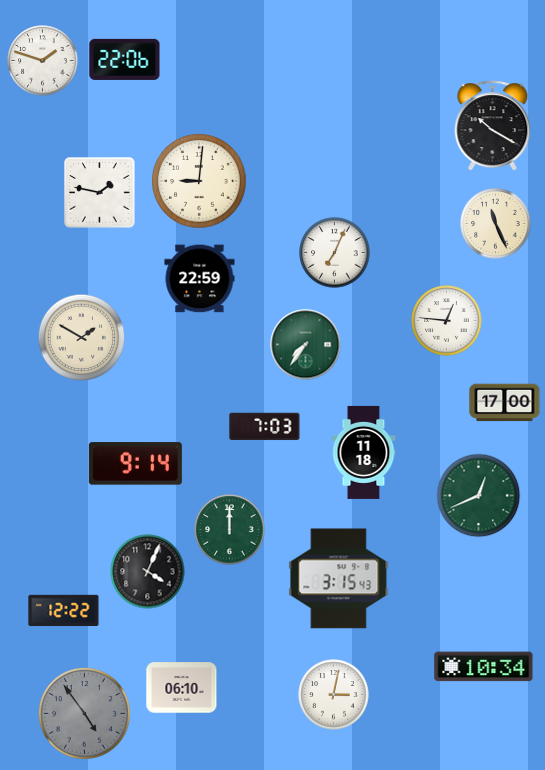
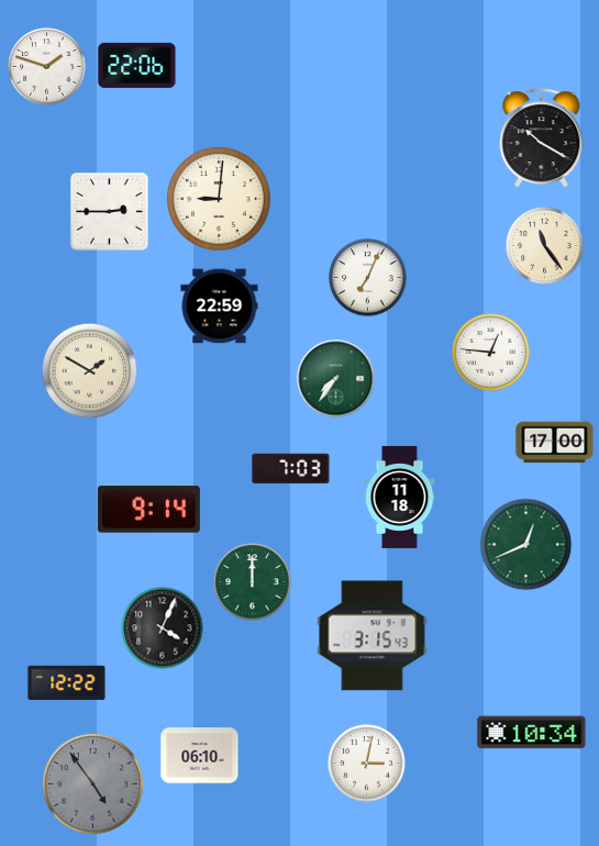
clock at (100, 193): 1:47 -> 2:45
clock at (496, 224): 11:26 -> 11:24
clock at (64, 611) position: (64, 611) -> (67, 683)
